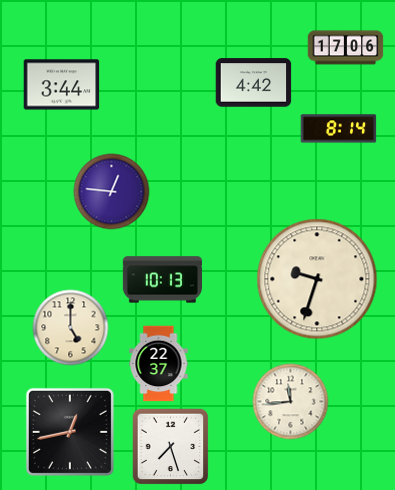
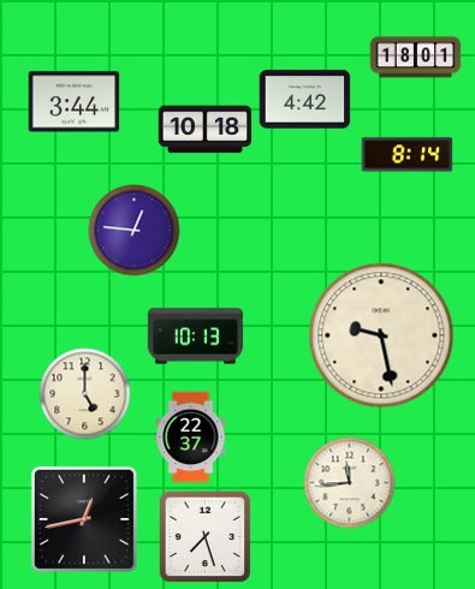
clock at (346, 48): 17:06 -> 18:01
clock at (206, 130): none -> 10:18
clock at (317, 279): 9:33 -> 9:28
